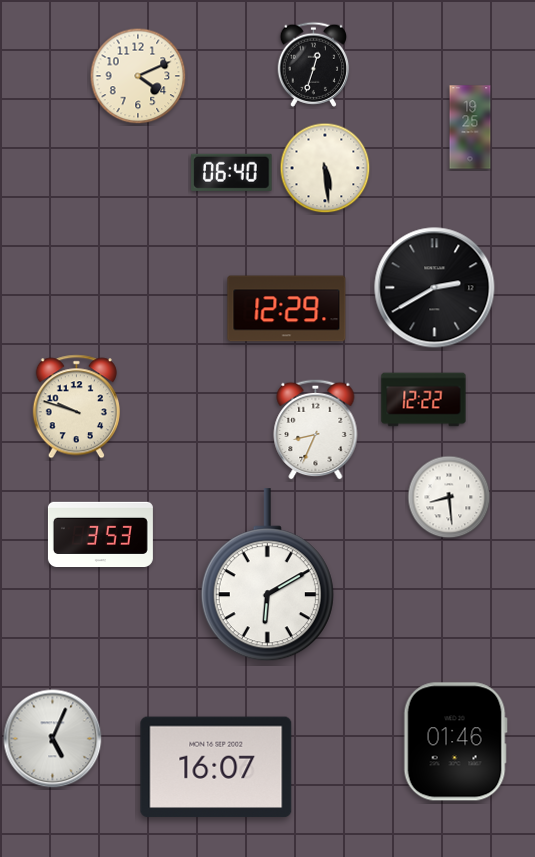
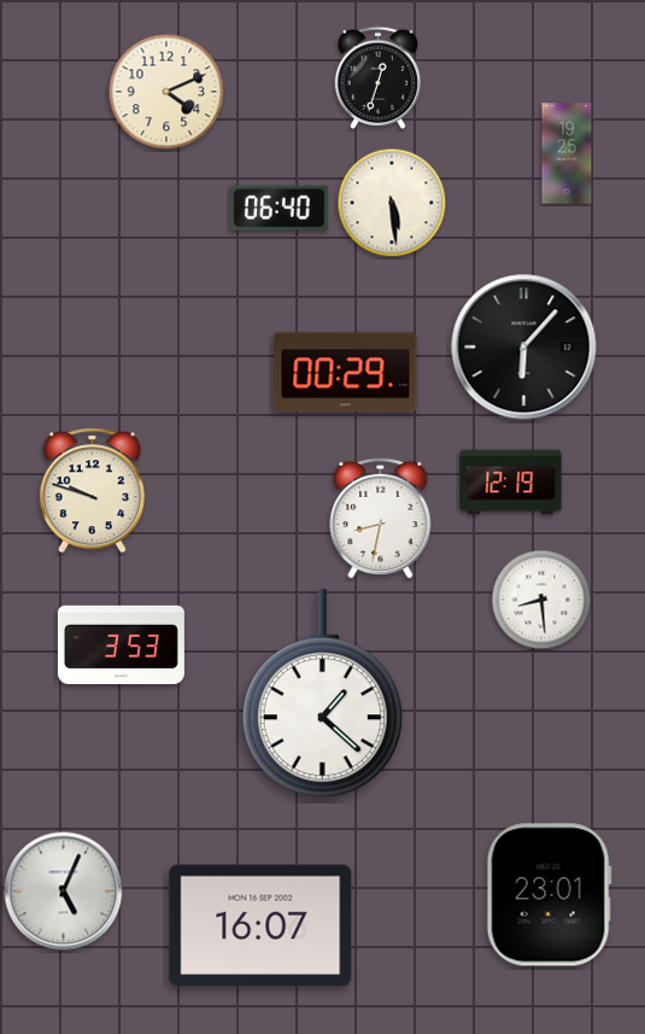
clock at (435, 288): 2:40 -> 6:07
clock at (287, 309): 12:29 -> 00:29
clock at (424, 400): 12:22 -> 12:19
clock at (316, 429): 8:34 -> 8:32
clock at (267, 575): 6:10 -> 1:22
clock at (455, 742): 01:46 -> 23:01
